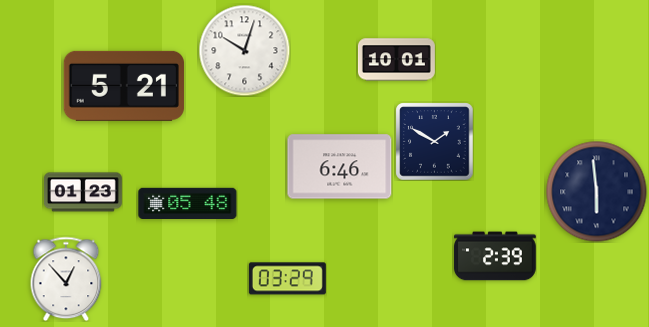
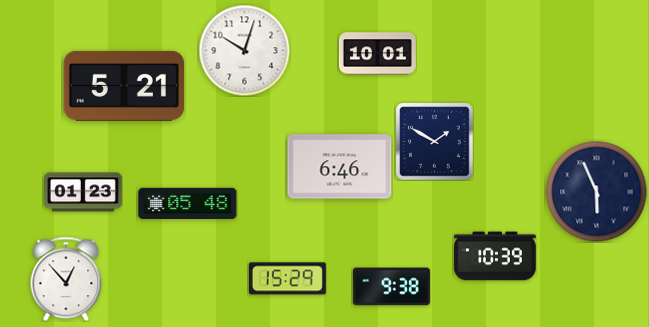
clock at (396, 60) position: (396, 60) -> (377, 54)
clock at (597, 192): 5:59 -> 5:56
clock at (495, 256): 2:39 -> 10:39
clock at (287, 279): 03:29 -> 15:29
clock at (391, 287): none -> 9:38
